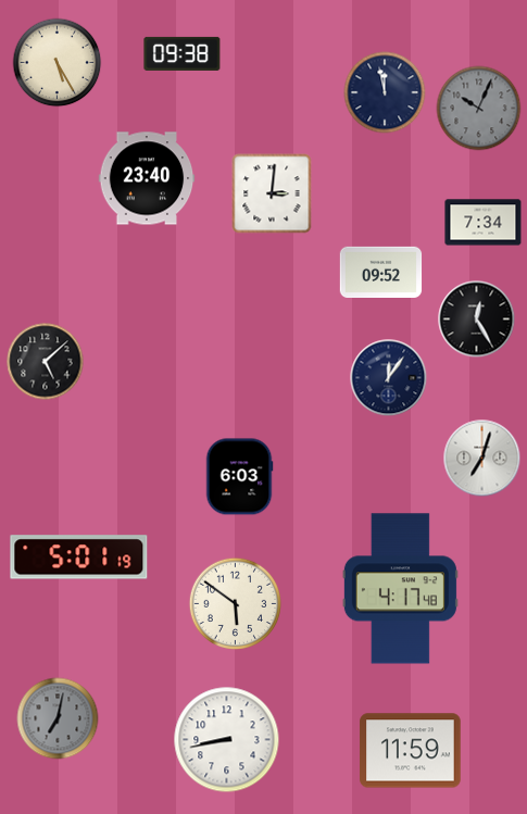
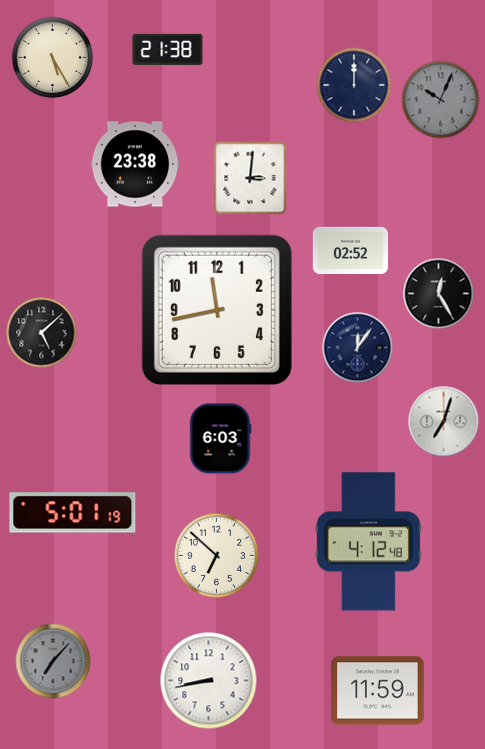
clock at (183, 53): 09:38 -> 21:38
clock at (385, 92): 11:58 -> 12:00
clock at (147, 178): 23:40 -> 23:38
clock at (484, 223): 7:34 -> none
clock at (381, 272): 09:52 -> 02:52
clock at (217, 310): none -> 11:43
clock at (400, 589): 4:17 -> 4:12
clock at (235, 603): 5:51 -> 6:52
clock at (58, 718): 7:02 -> 7:07
